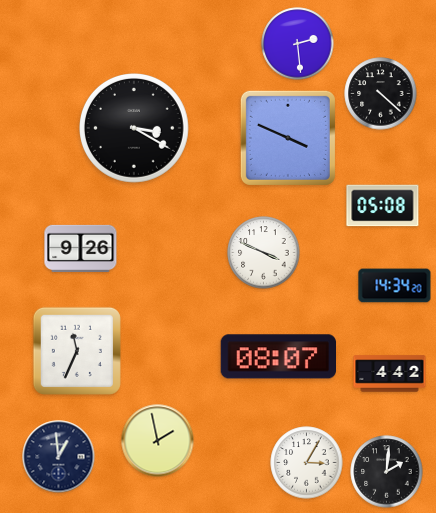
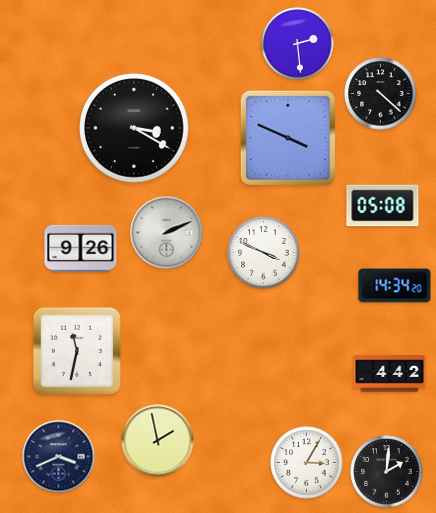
clock at (167, 233): none -> 2:11
clock at (77, 351): 11:34 -> 11:32
clock at (278, 357): 08:07 -> none
clock at (59, 457): 12:59 -> 3:41
